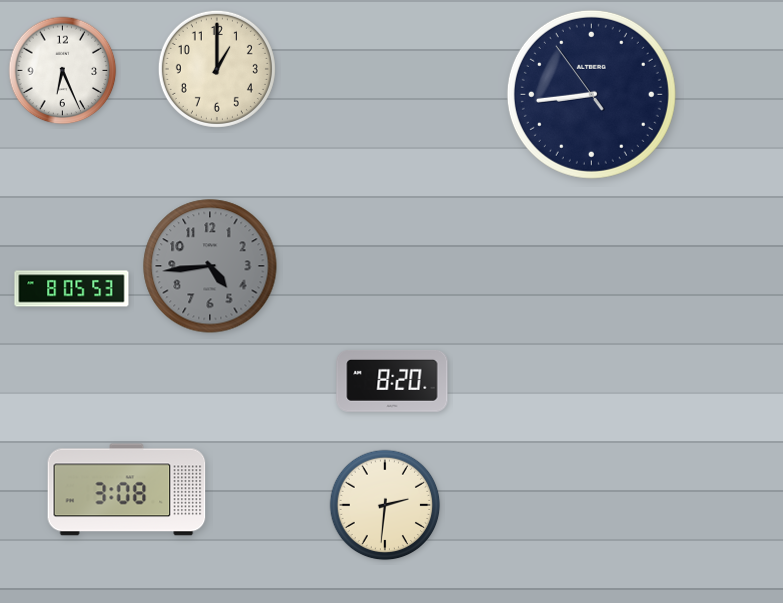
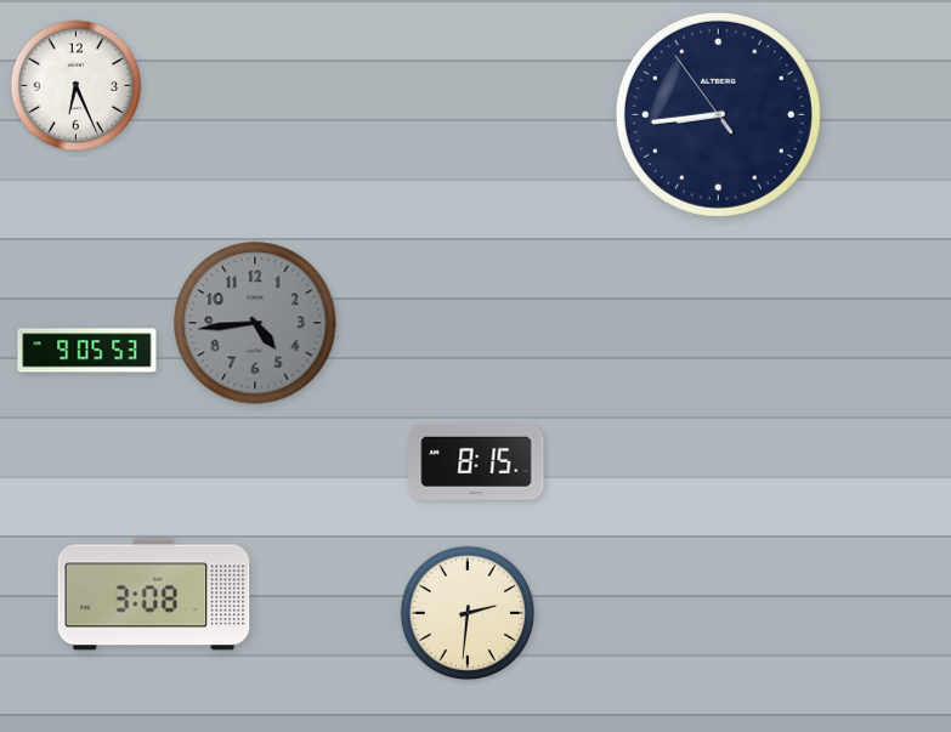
clock at (217, 69): 1:00 -> none
clock at (72, 289): 8:05 -> 9:05
clock at (392, 381): 8:20 -> 8:15
